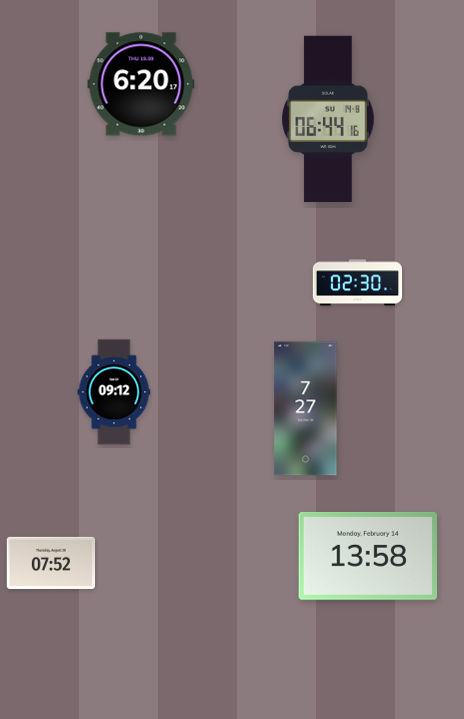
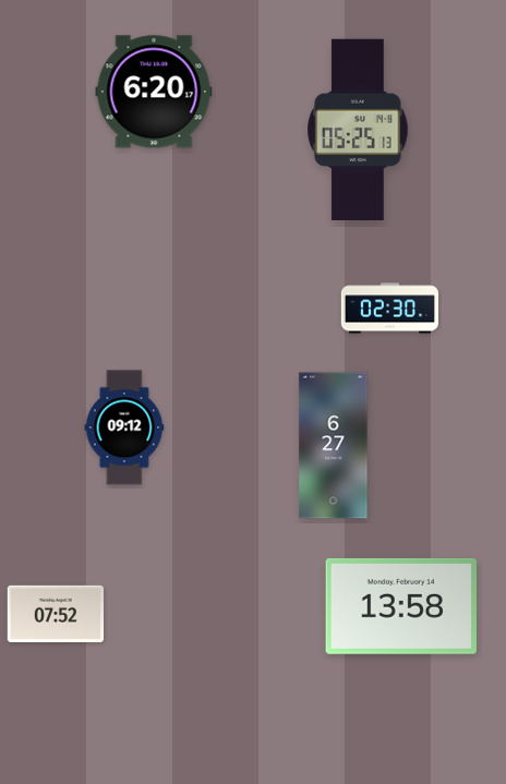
clock at (328, 118): 06:44 -> 05:25
clock at (306, 409): 7:27 -> 6:27
